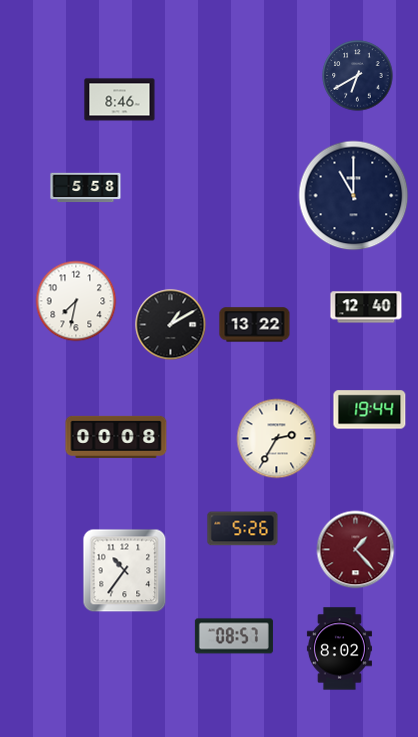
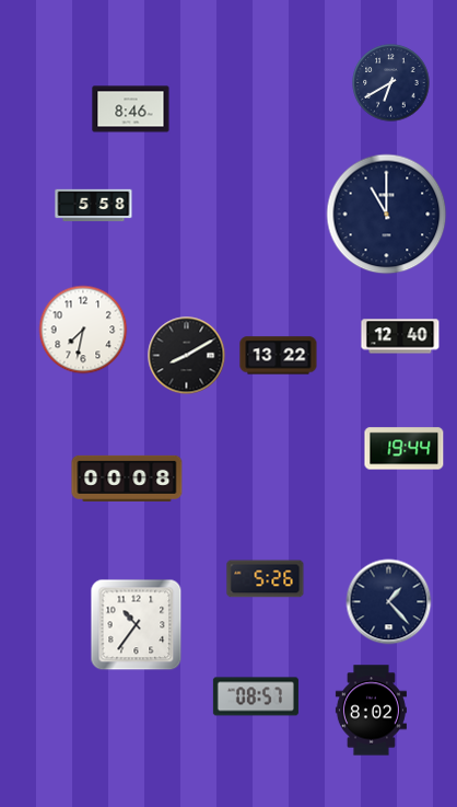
clock at (171, 325): 1:10 -> 8:10
clock at (277, 439): 2:35 -> none
clock at (356, 550) dial: burgundy -> navy
